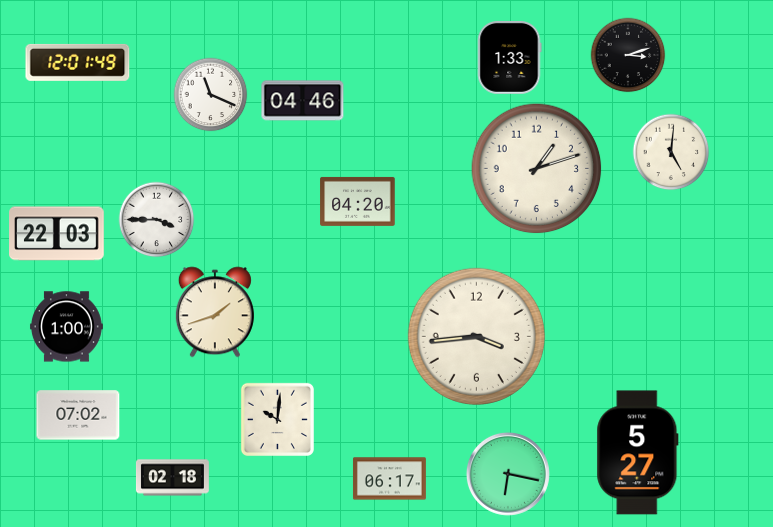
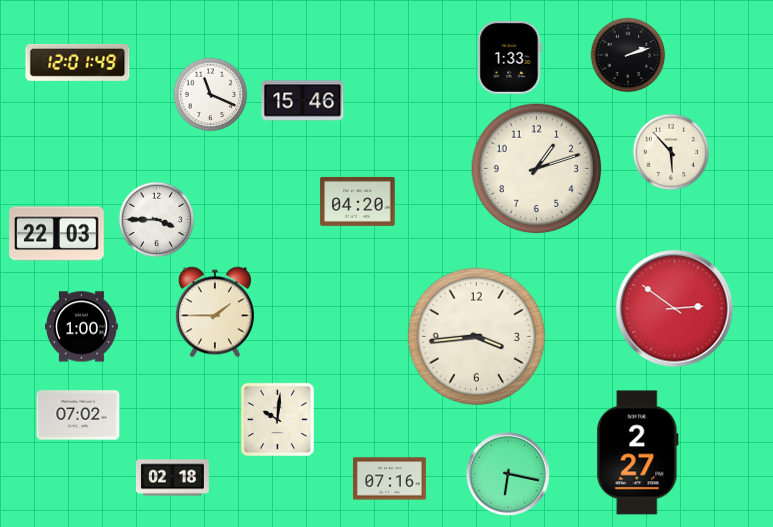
clock at (628, 55): 3:12 -> 2:12
clock at (303, 101): 04:46 -> 15:46
clock at (671, 152): 5:01 -> 5:53
clock at (675, 309): none -> 2:51
clock at (215, 312): 1:42 -> 1:45
clock at (66, 327) position: (66, 327) -> (81, 327)
clock at (638, 453): 5:27 -> 2:27
clock at (389, 479): 06:17 -> 07:16
